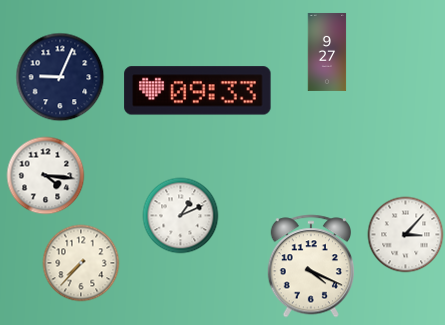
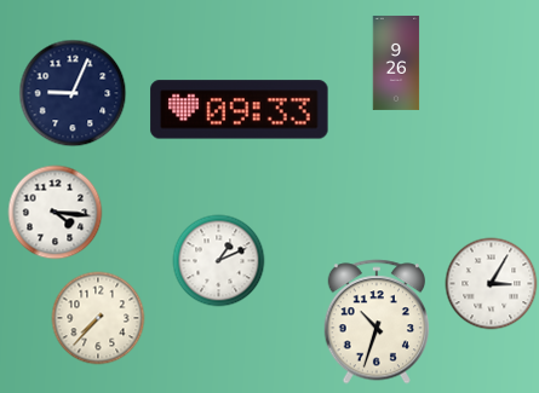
clock at (327, 52): 9:27 -> 9:26
clock at (406, 235): 3:07 -> 3:05
clock at (310, 266): 4:19 -> 10:33
